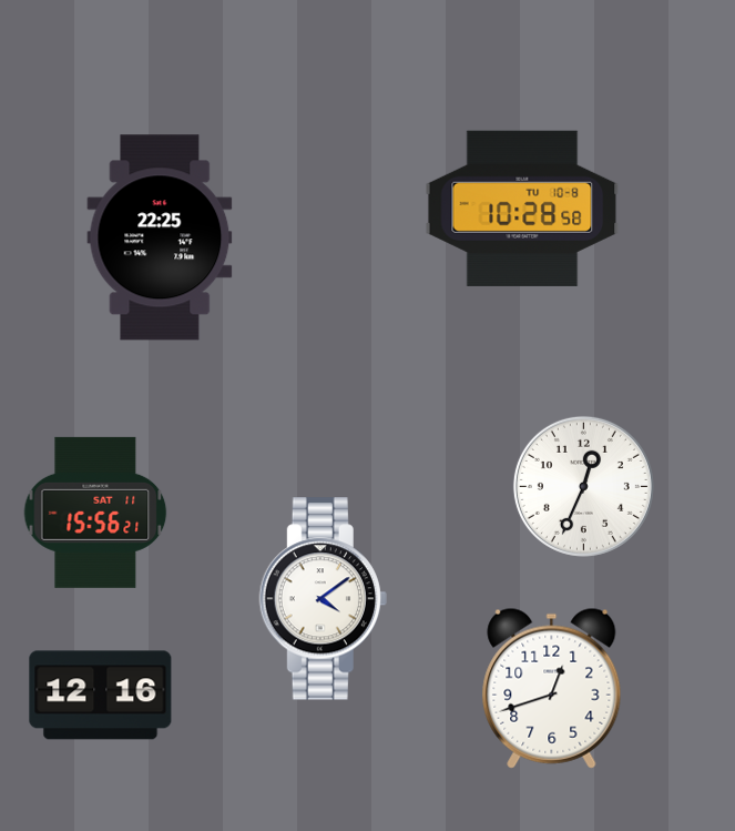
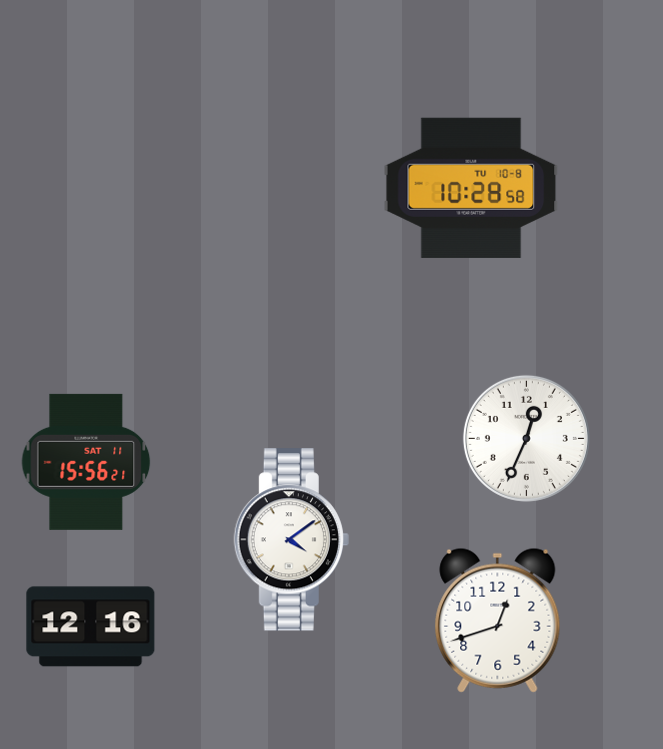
clock at (160, 237): 22:25 -> none
